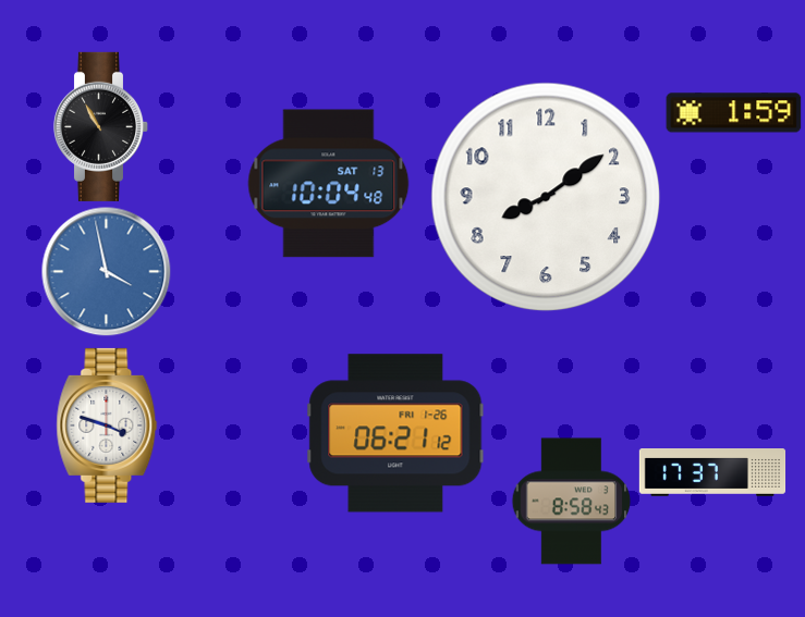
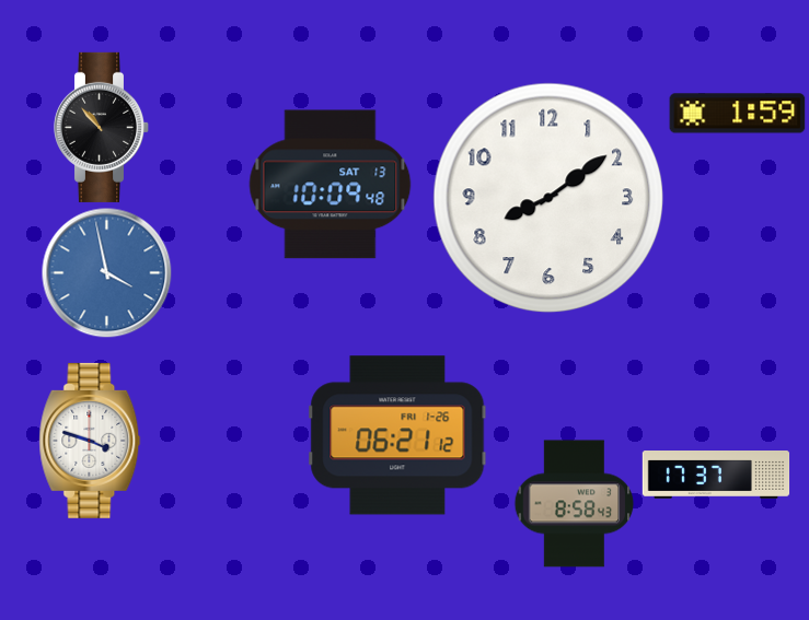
clock at (101, 126): 10:55 -> 10:53
clock at (329, 184): 10:04 -> 10:09
clock at (107, 425) position: (107, 425) -> (90, 441)
